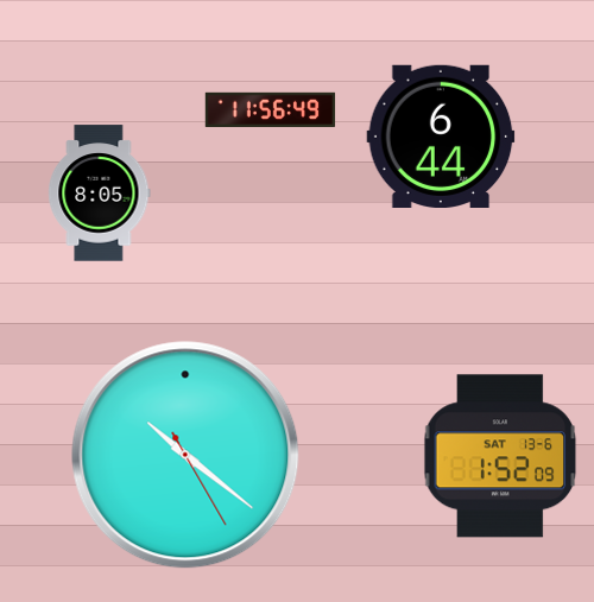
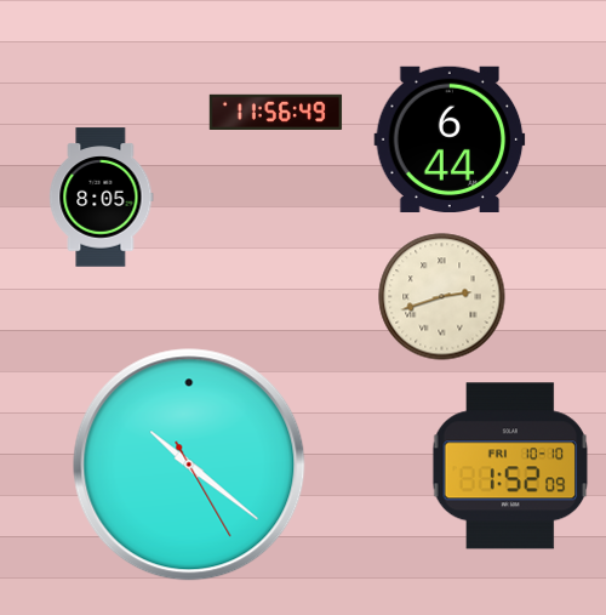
clock at (442, 297): none -> 2:42
clock at (500, 456) date: SAT 13-6 -> FRI 10-10
